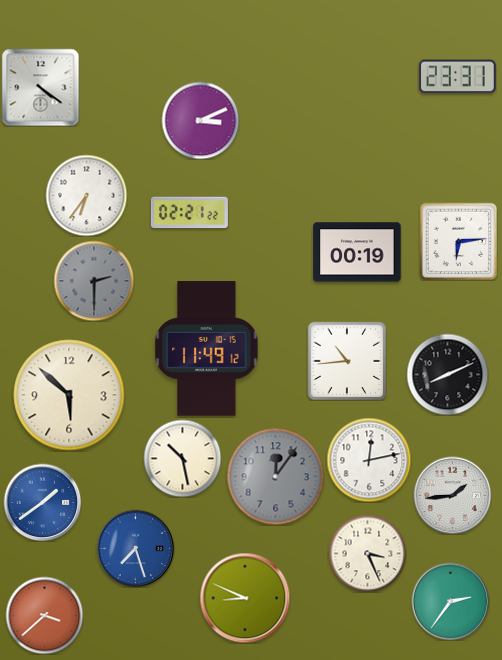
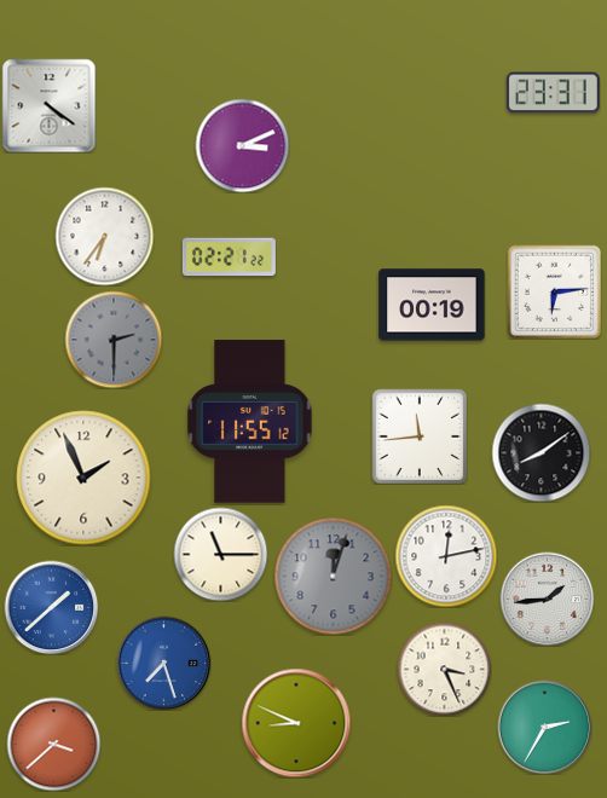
clock at (207, 349): 11:49 -> 11:55
clock at (347, 361): 10:44 -> 11:44
clock at (447, 374): 8:11 -> 8:09
clock at (69, 395): 5:52 -> 1:56
clock at (182, 458): 10:28 -> 11:15
clock at (275, 476): 12:06 -> 12:03
clock at (42, 502): 1:39 -> 1:38
clock at (450, 601): 2:36 -> 2:35
